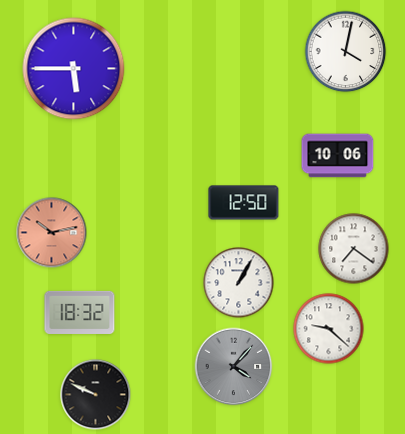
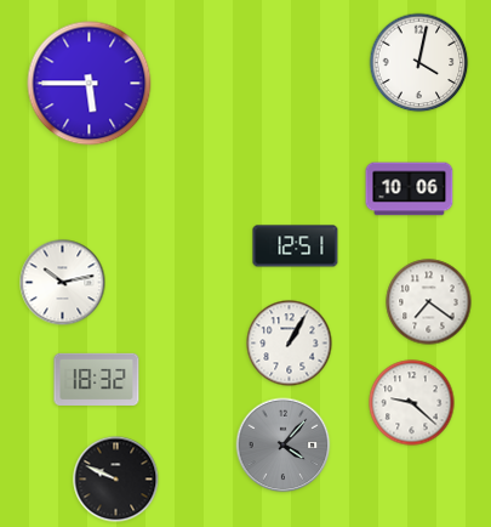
clock at (244, 203): 12:50 -> 12:51
clock at (52, 233) dial: salmon -> white
clock at (329, 329) position: (329, 329) -> (412, 403)
